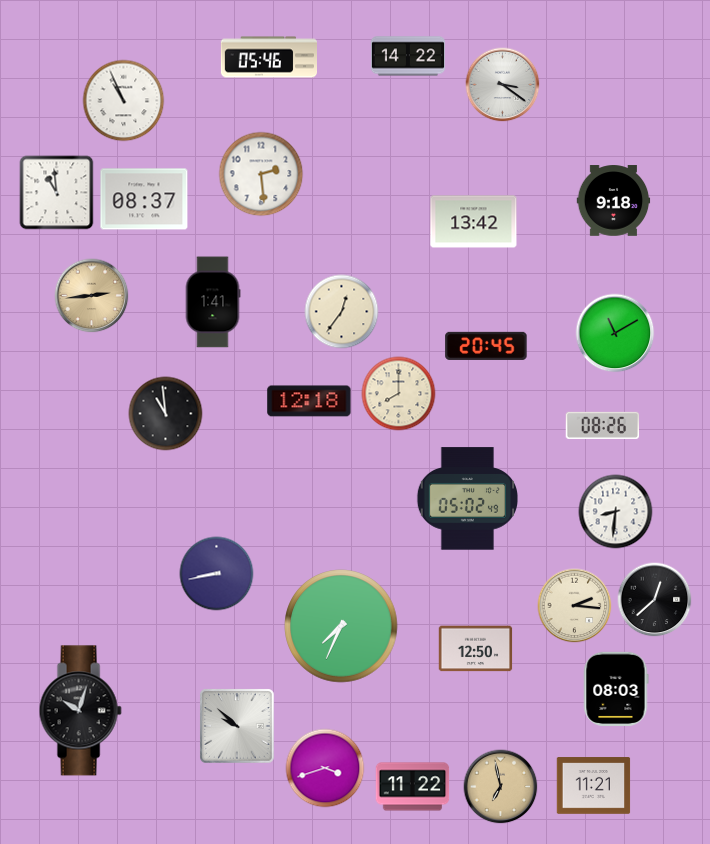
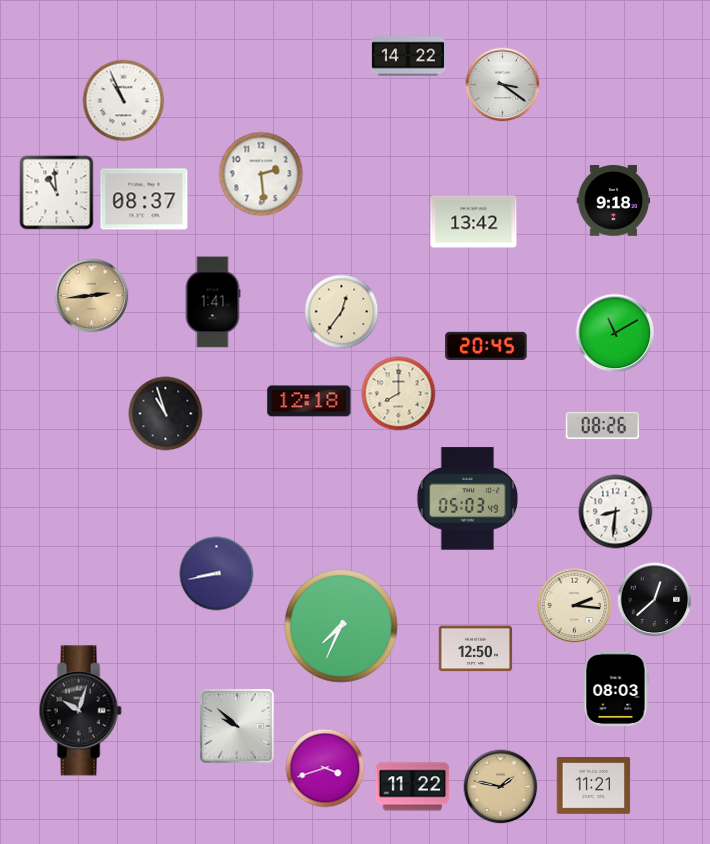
clock at (269, 57): 05:46 -> none
clock at (166, 414): 10:59 -> 10:57
clock at (467, 499): 05:02 -> 05:03
clock at (501, 787): 6:58 -> 1:47
